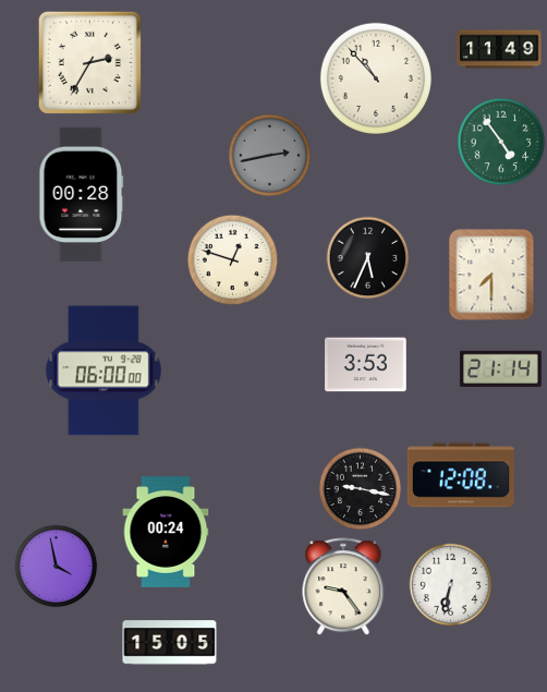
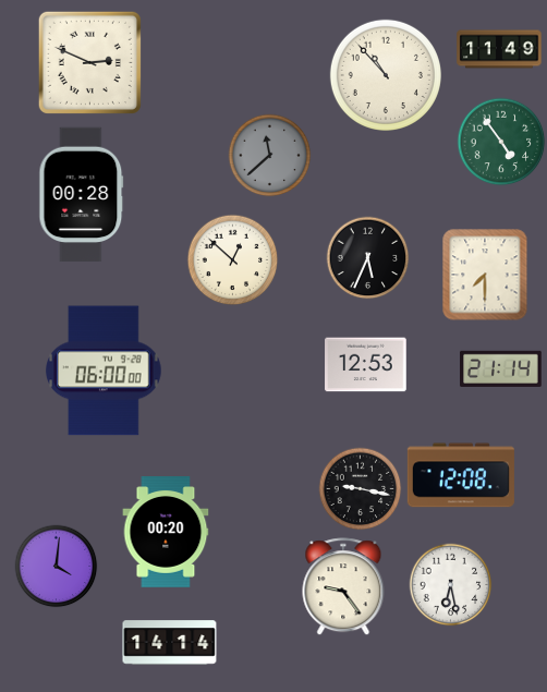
clock at (89, 62): 2:35 -> 2:49
clock at (376, 78) position: (376, 78) -> (386, 75)
clock at (270, 156): 2:43 -> 11:38
clock at (233, 260): 12:48 -> 12:52
clock at (491, 275) position: (491, 275) -> (485, 275)
clock at (366, 365): 3:53 -> 12:53
clock at (166, 533): 00:24 -> 00:20
clock at (57, 567): 3:58 -> 4:01
clock at (451, 585): 6:32 -> 6:28
clock at (170, 643): 15:05 -> 14:14
